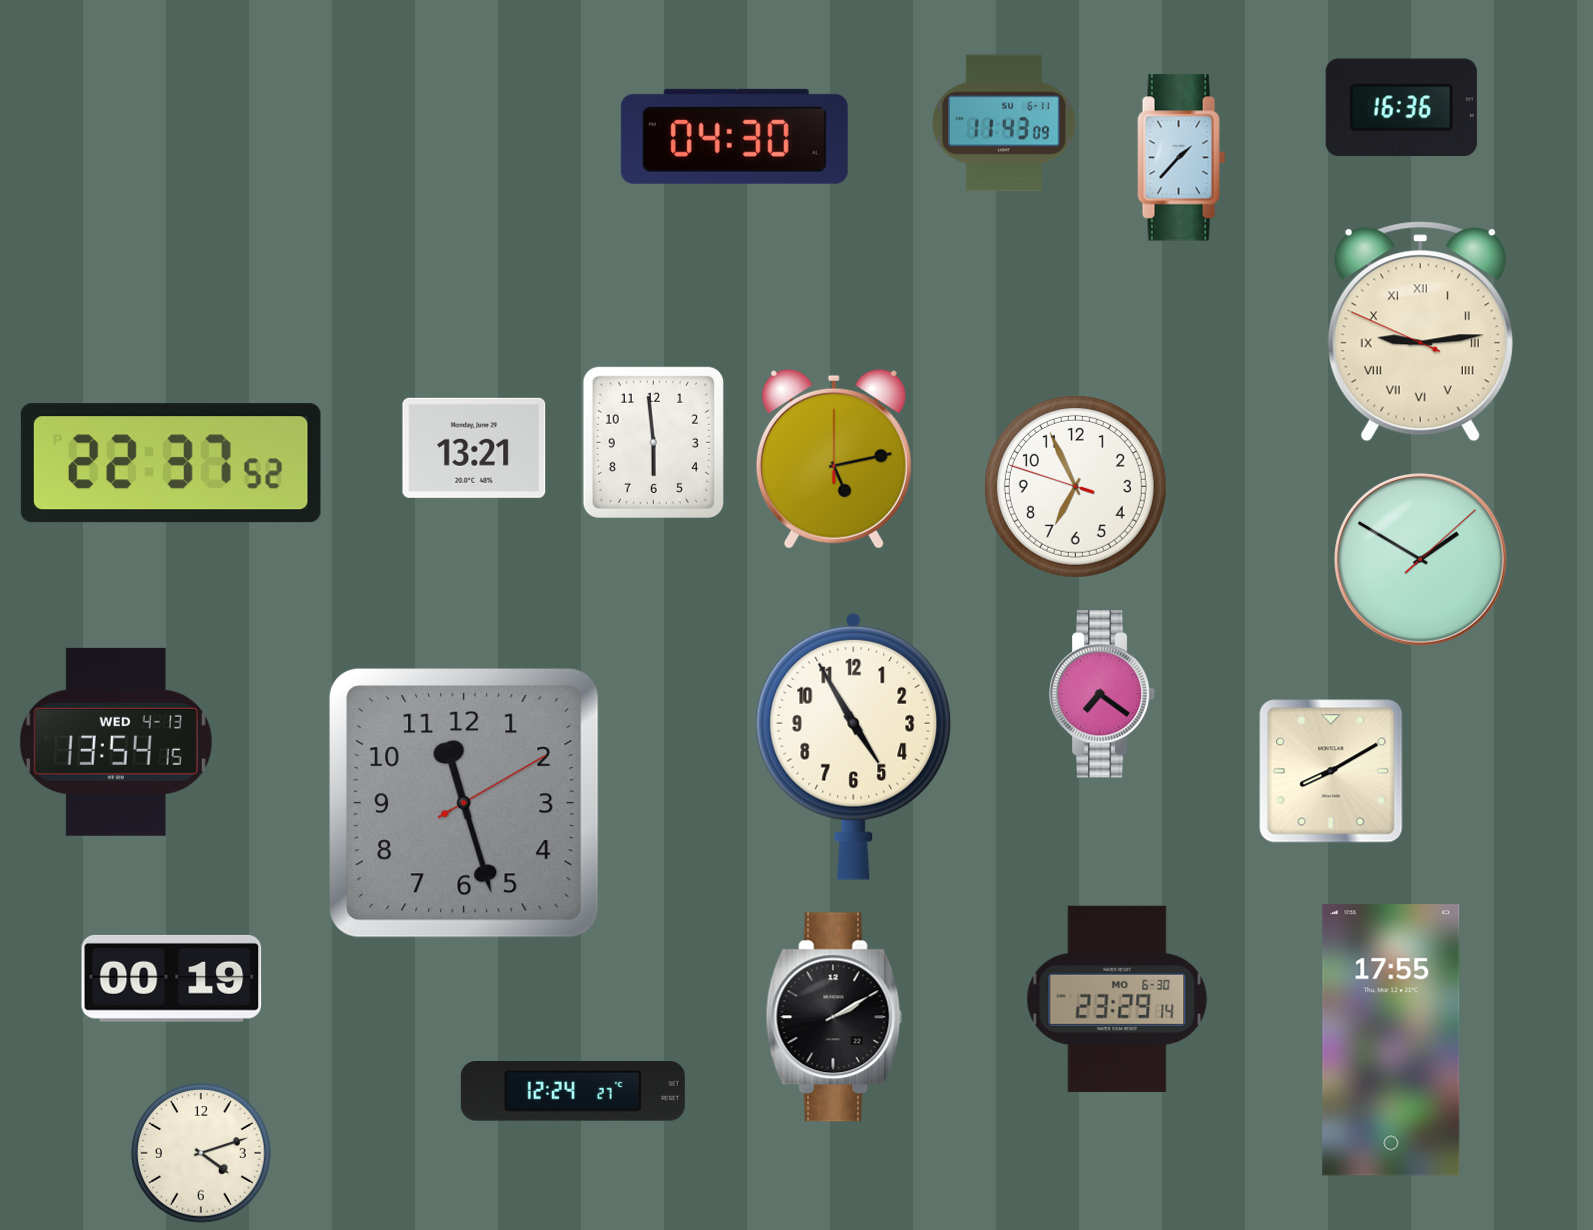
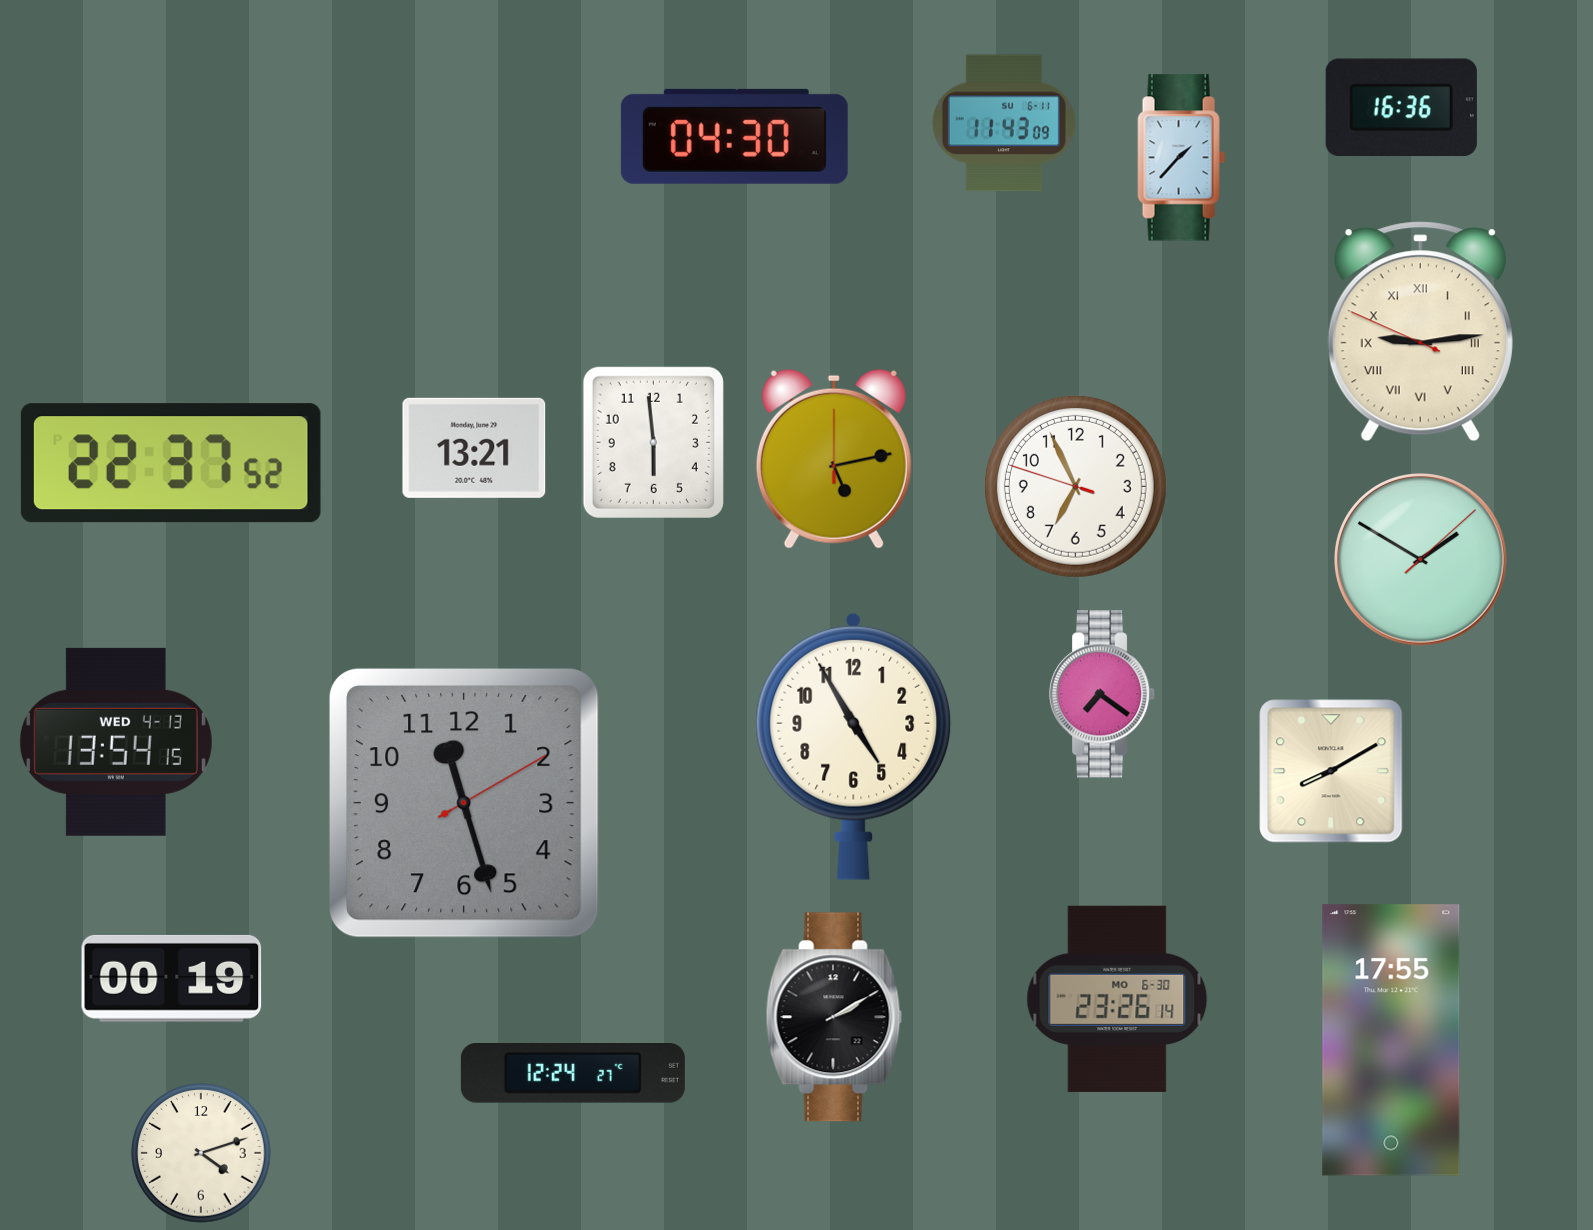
clock at (1117, 999): 23:29 -> 23:26
clock at (573, 1092) position: (573, 1092) -> (573, 1074)
